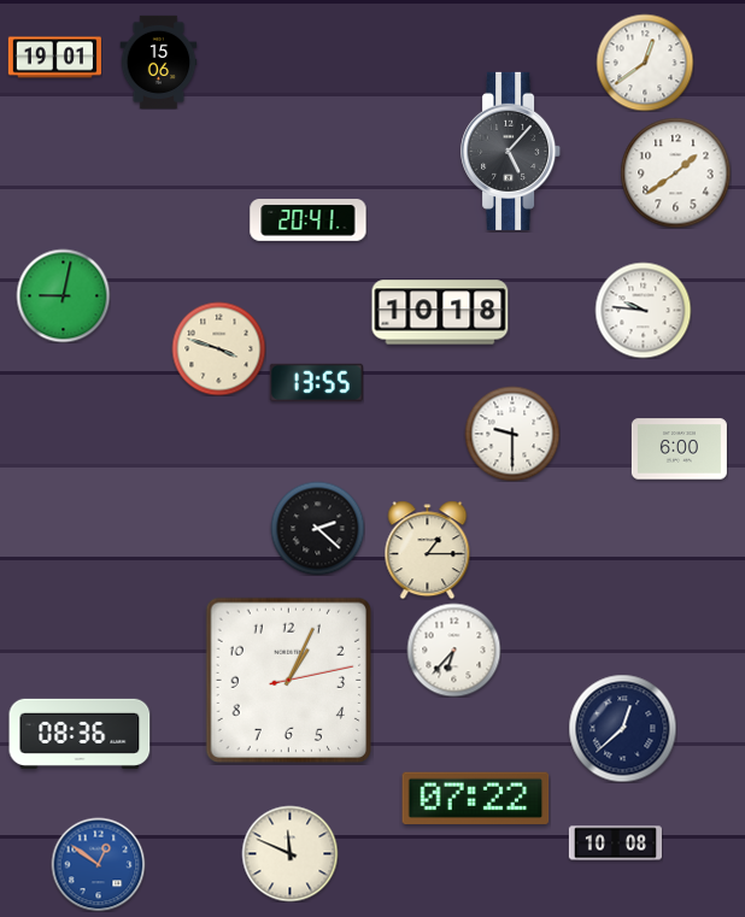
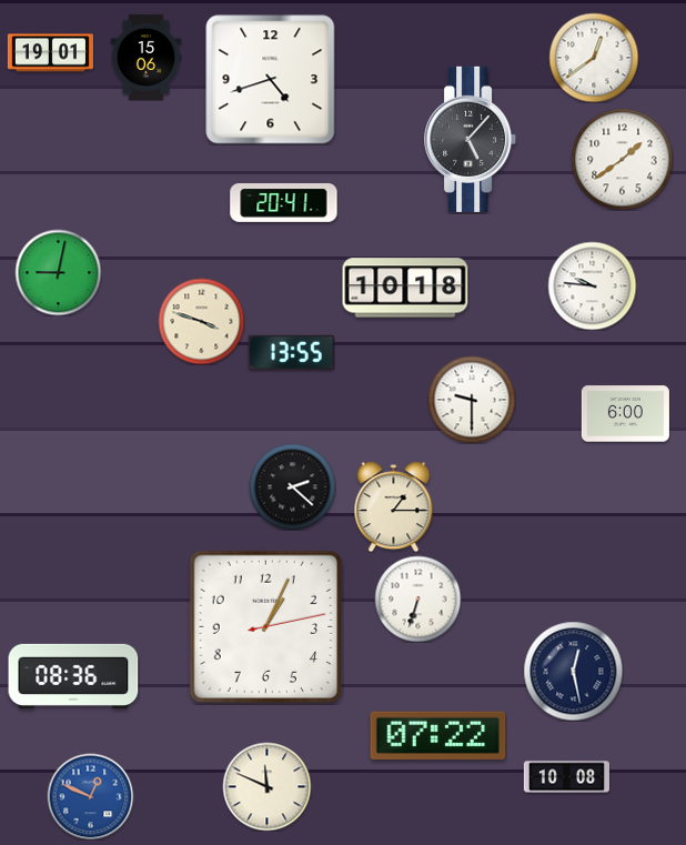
clock at (271, 80): none -> 4:42
clock at (453, 649): 6:37 -> 6:33
clock at (622, 728): 12:38 -> 12:28
clock at (98, 864): 12:51 -> 12:49
